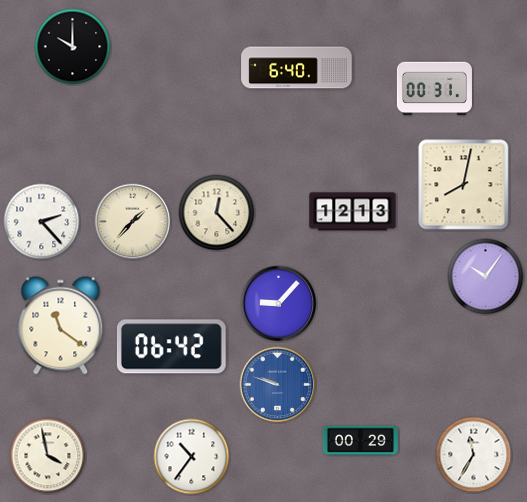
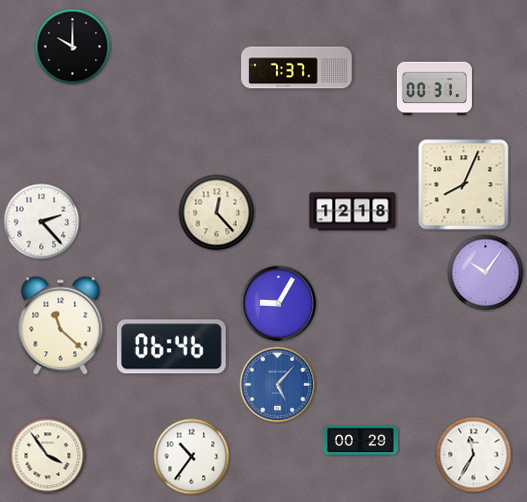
clock at (297, 68): 6:40 -> 7:37
clock at (464, 185): 8:02 -> 8:04
clock at (353, 212): 12:13 -> 12:18
clock at (133, 222): 1:37 -> none
clock at (486, 277) position: (486, 277) -> (486, 273)
clock at (279, 304): 9:07 -> 9:05
clock at (61, 326): 11:21 -> 11:22
clock at (171, 347): 06:42 -> 06:46
clock at (278, 385): 9:48 -> 5:07
clock at (48, 456): 3:58 -> 3:54
